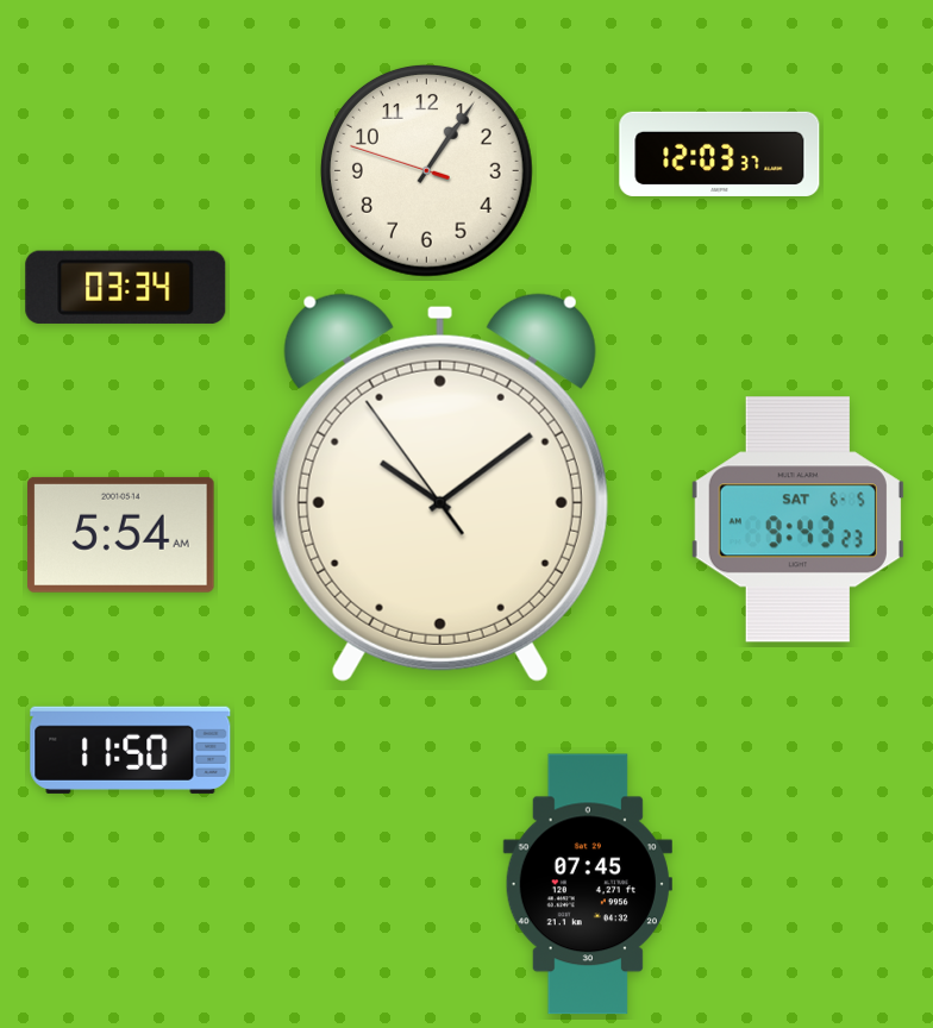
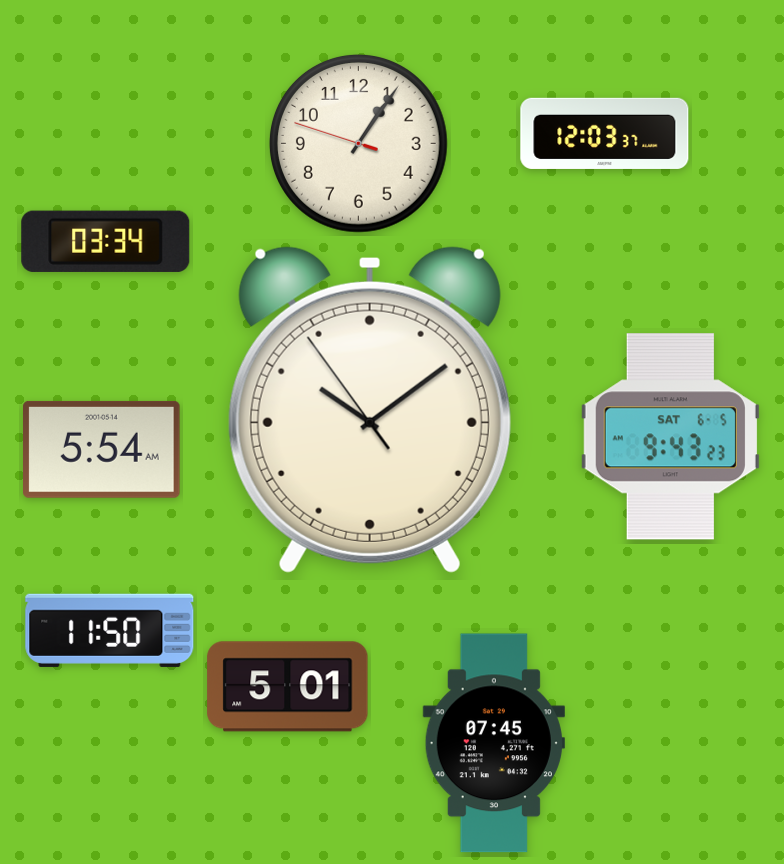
clock at (720, 153) position: (720, 153) -> (605, 133)
clock at (288, 687): none -> 5:01
